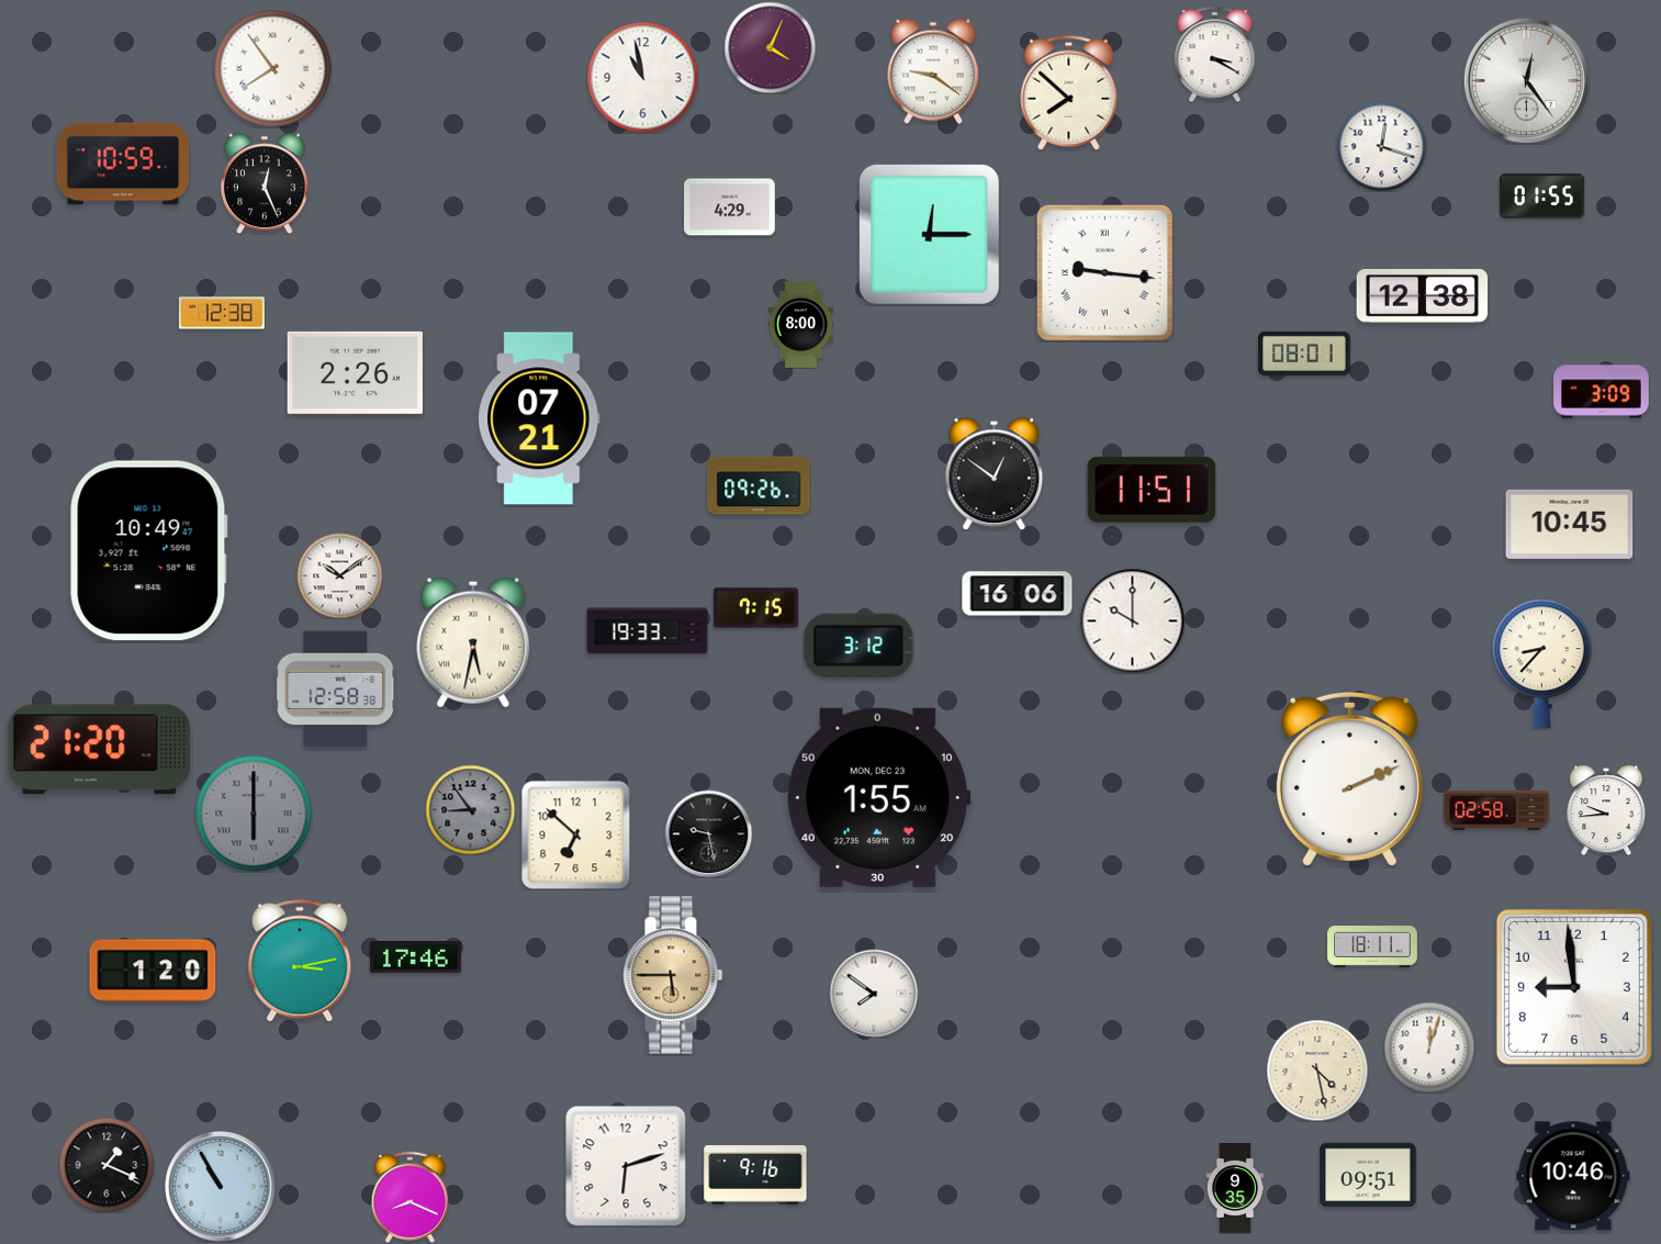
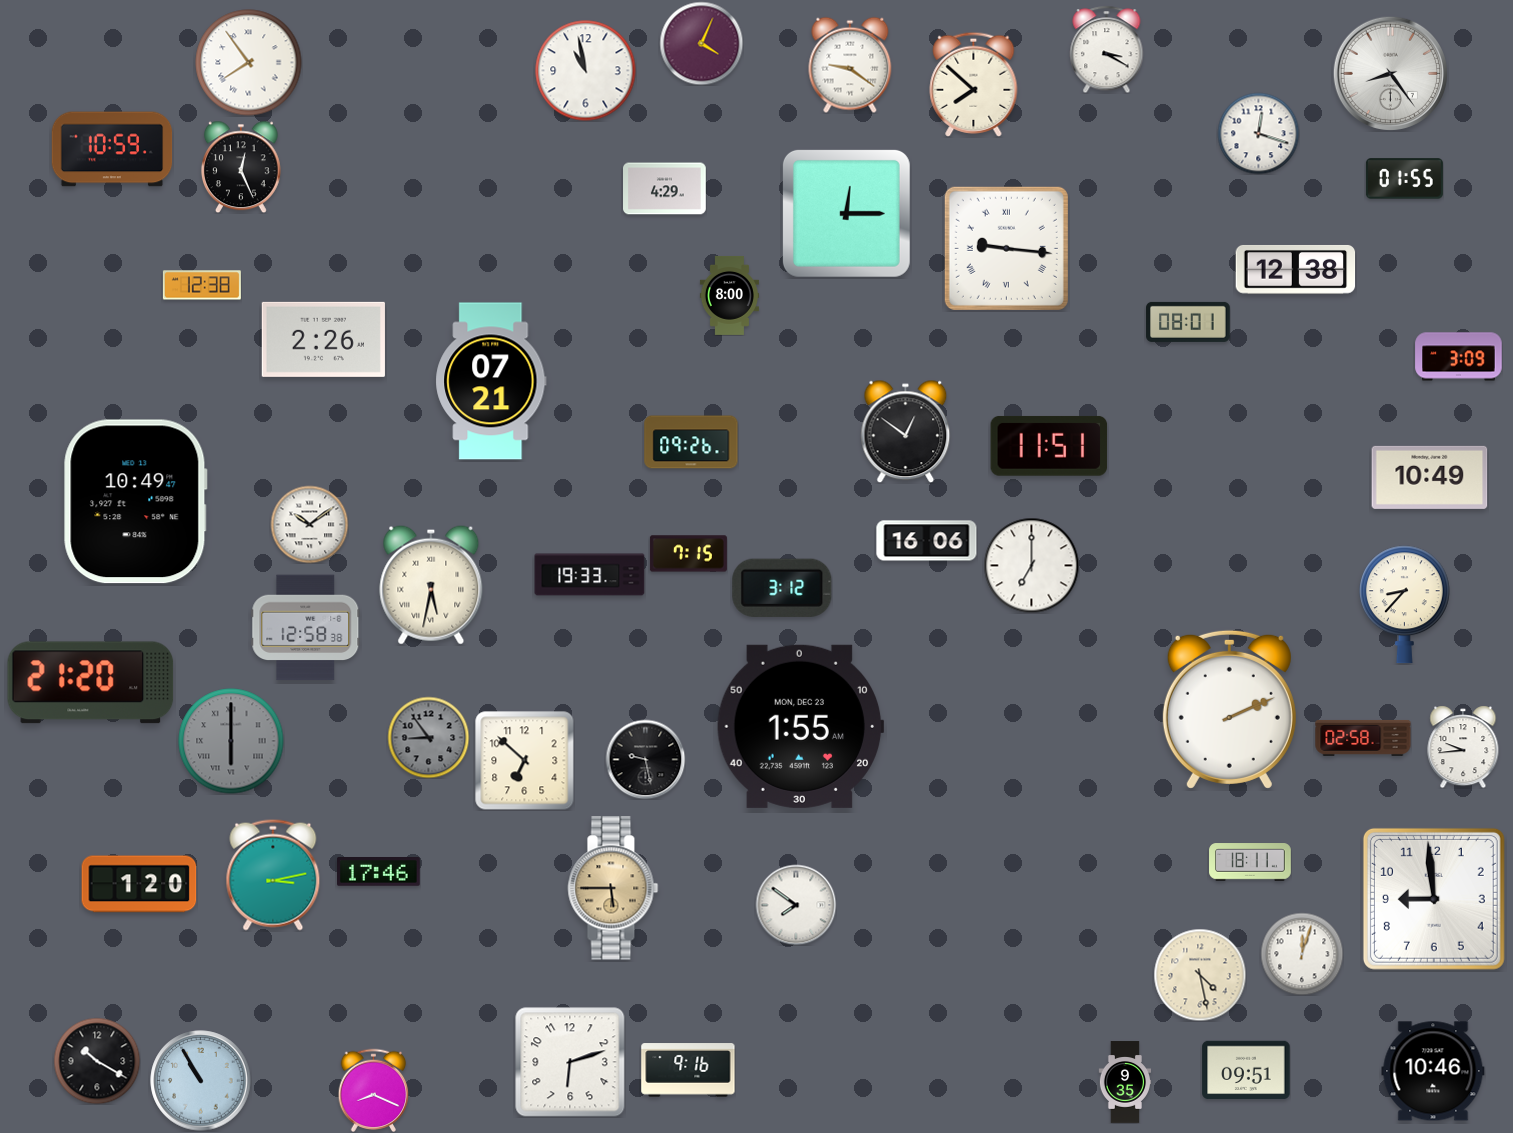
clock at (1526, 80): 12:24 -> 8:24
clock at (1570, 524): 10:45 -> 10:49
clock at (1132, 620): 10:00 -> 7:00
clock at (1606, 810) position: (1606, 810) -> (1463, 747)
clock at (106, 1165): 1:19 -> 10:20
